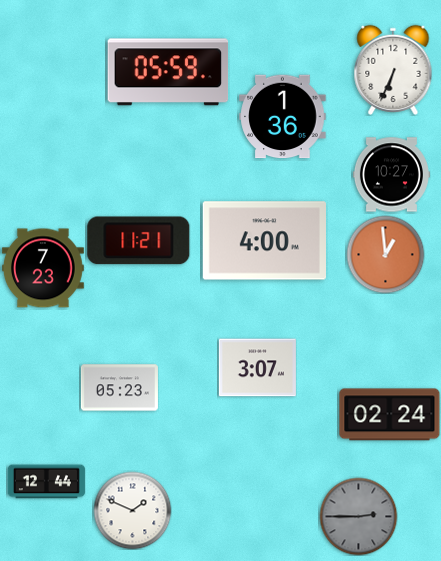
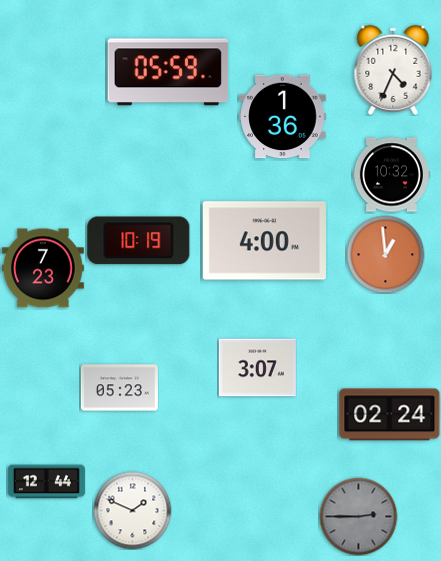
clock at (393, 70): 6:34 -> 4:34
clock at (391, 175): 10:27 -> 10:32
clock at (139, 241): 11:21 -> 10:19
